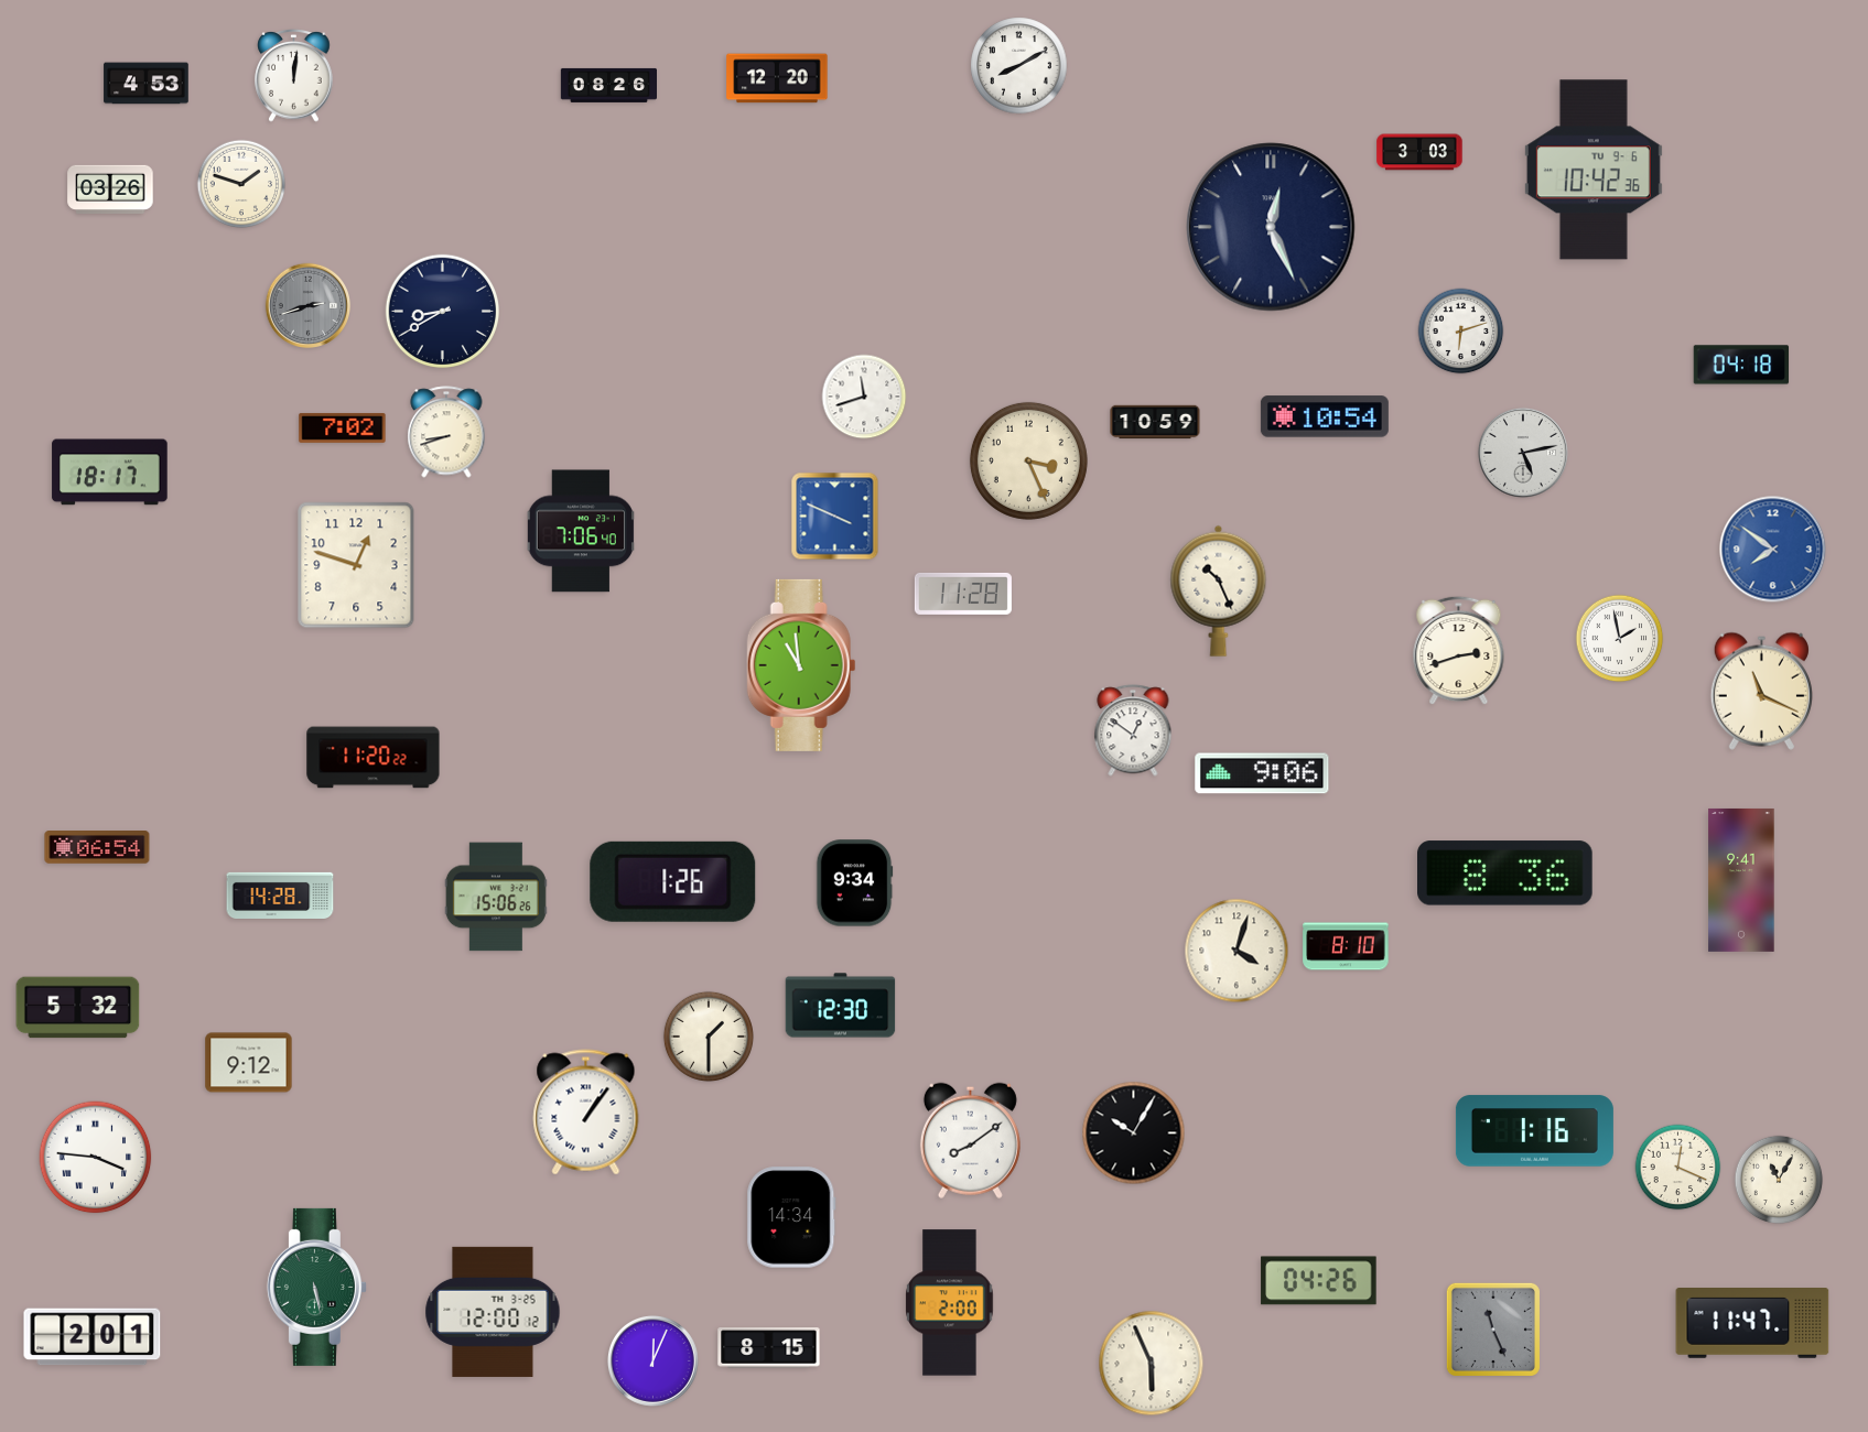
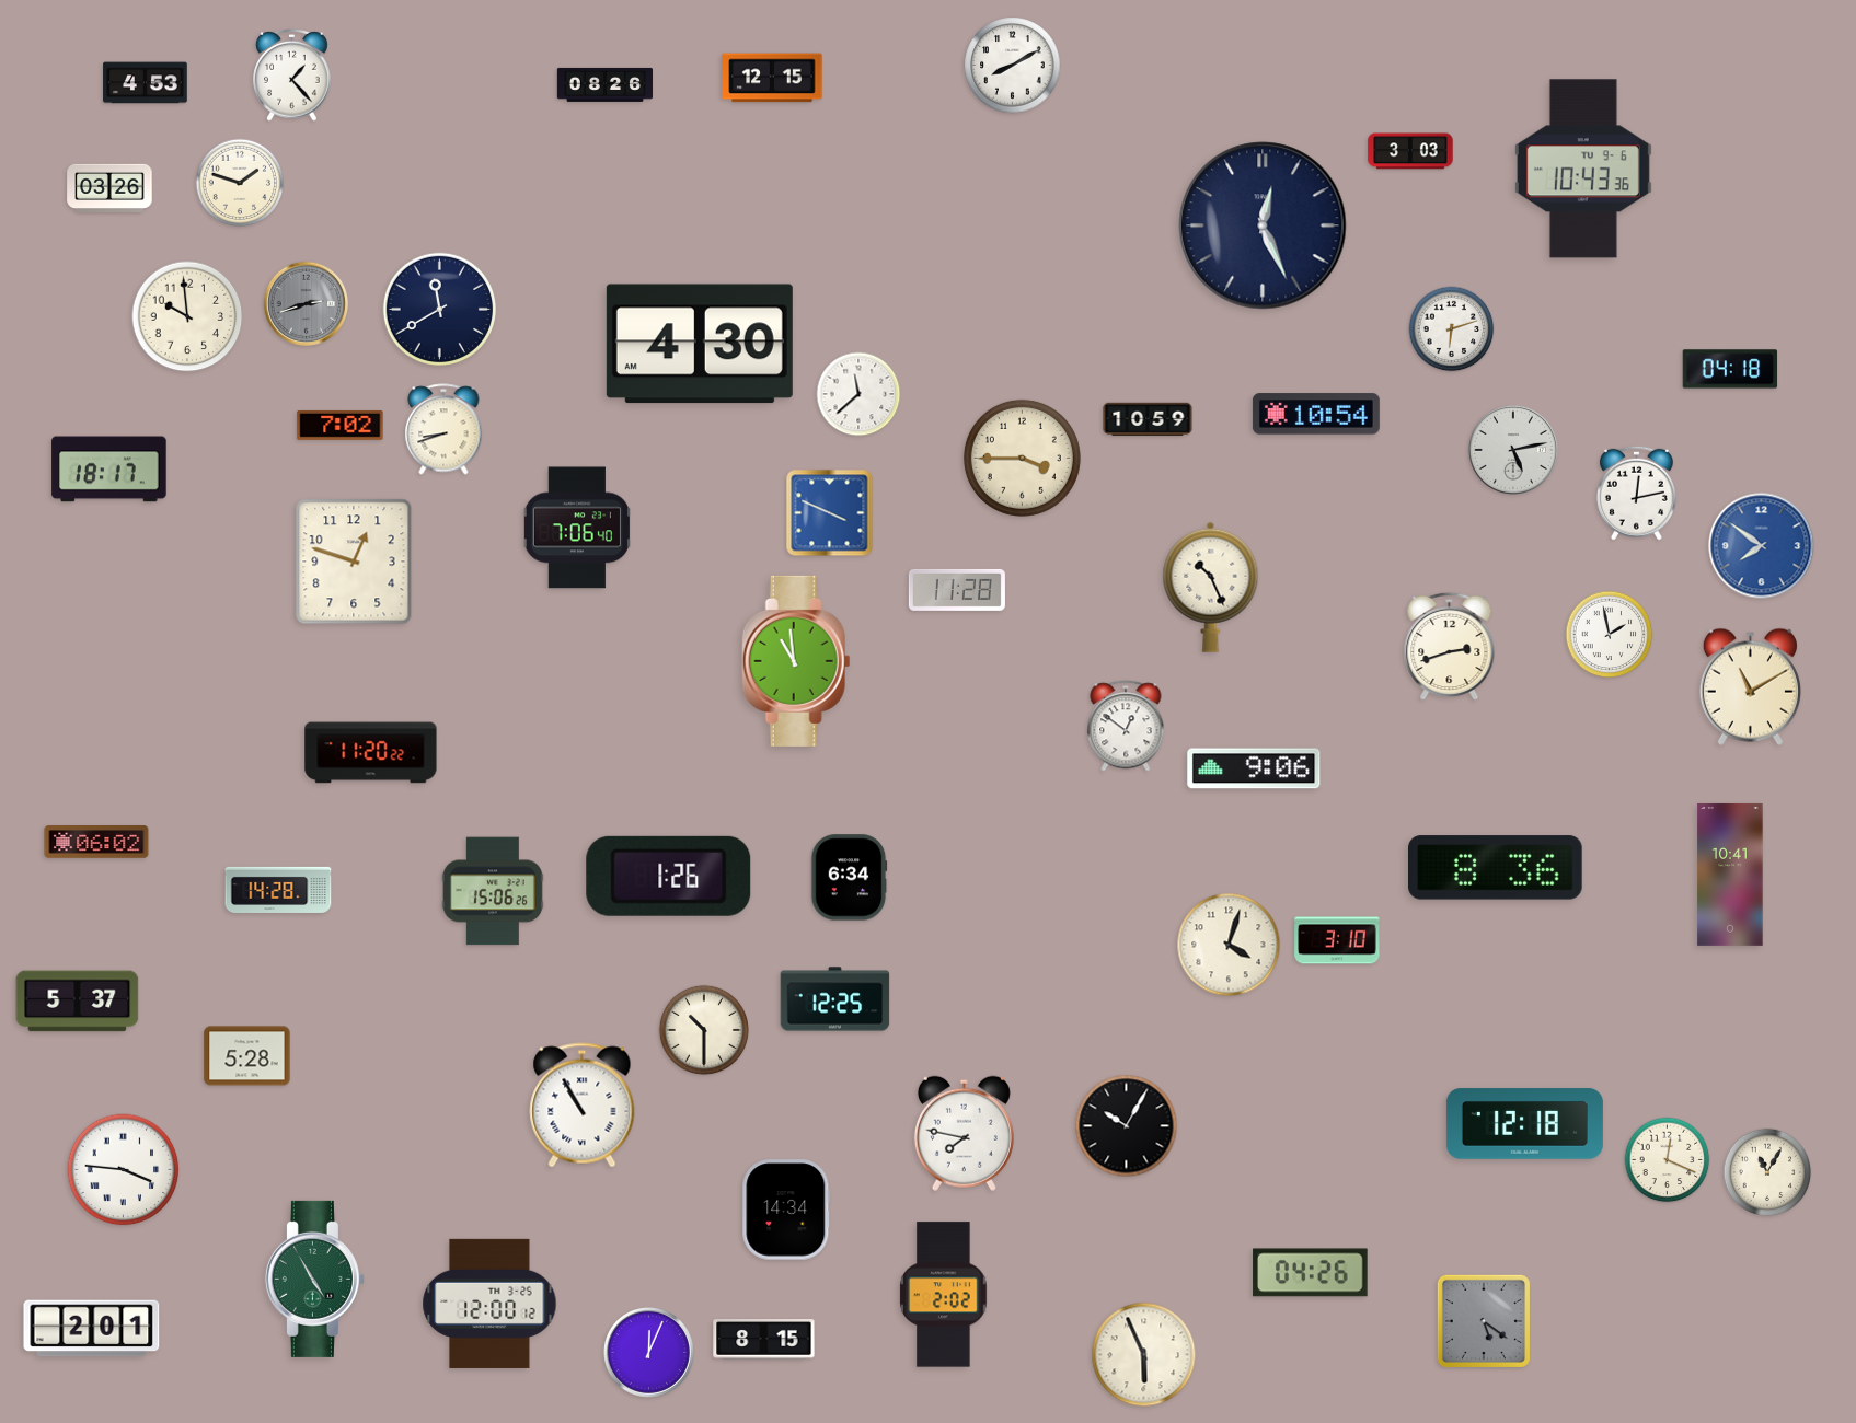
clock at (294, 75): 12:01 -> 1:23
clock at (777, 78): 12:20 -> 12:15
clock at (1594, 170): 10:42 -> 10:43
clock at (443, 312): 8:40 -> 11:40
clock at (187, 316): none -> 9:59
clock at (700, 344): none -> 4:30
clock at (1741, 365) position: (1741, 365) -> (1730, 369)
clock at (864, 397): 11:42 -> 11:38
clock at (1028, 460): 3:26 -> 3:45
clock at (1636, 493): none -> 12:13
clock at (1761, 691): 11:19 -> 11:10
clock at (97, 847): 06:54 -> 06:02
clock at (1741, 880): 9:41 -> 10:41
clock at (854, 883): 9:34 -> 6:34
clock at (1346, 946): 8:10 -> 3:10
clock at (841, 1006): 12:30 -> 12:25
clock at (78, 1008): 5:32 -> 5:37
clock at (709, 1037): 1:30 -> 10:30
clock at (249, 1063): 9:12 -> 5:28
clock at (586, 1113): 1:06 -> 10:55
clock at (1534, 1131): 1:16 -> 12:18
clock at (970, 1140): 8:09 -> 7:47
clock at (96, 1158) position: (96, 1158) -> (124, 1170)
clock at (316, 1287): 5:28 -> 4:55
clock at (950, 1303): 2:00 -> 2:02
clock at (1752, 1323): 11:47 -> none
clock at (1493, 1330): 11:26 -> 5:21
